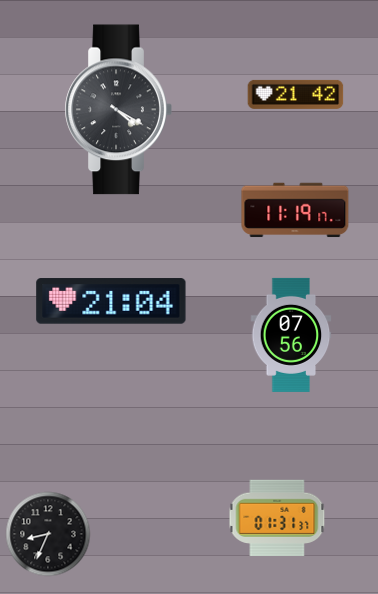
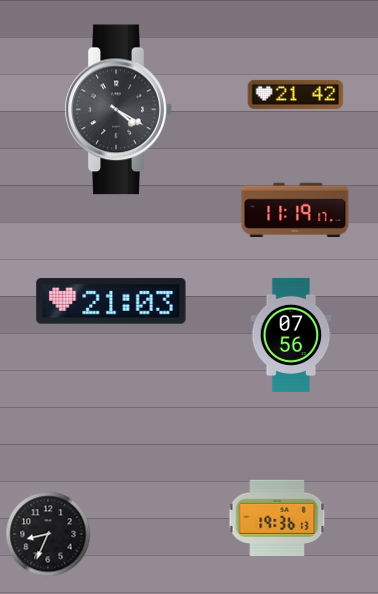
clock at (111, 301): 21:04 -> 21:03
clock at (277, 517): 01:31 -> 19:36
